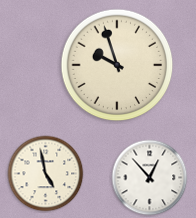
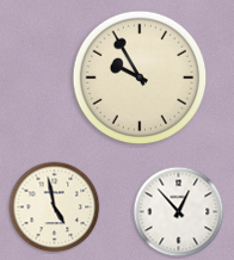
clock at (117, 65): 9:57 -> 9:55
